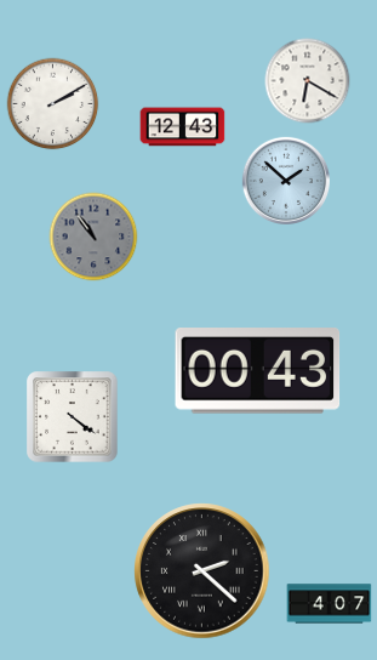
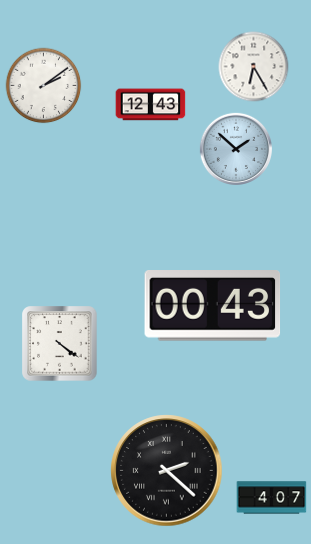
clock at (308, 81): 6:20 -> 6:25
clock at (53, 104): 2:10 -> 2:09
clock at (93, 237): 10:54 -> none
